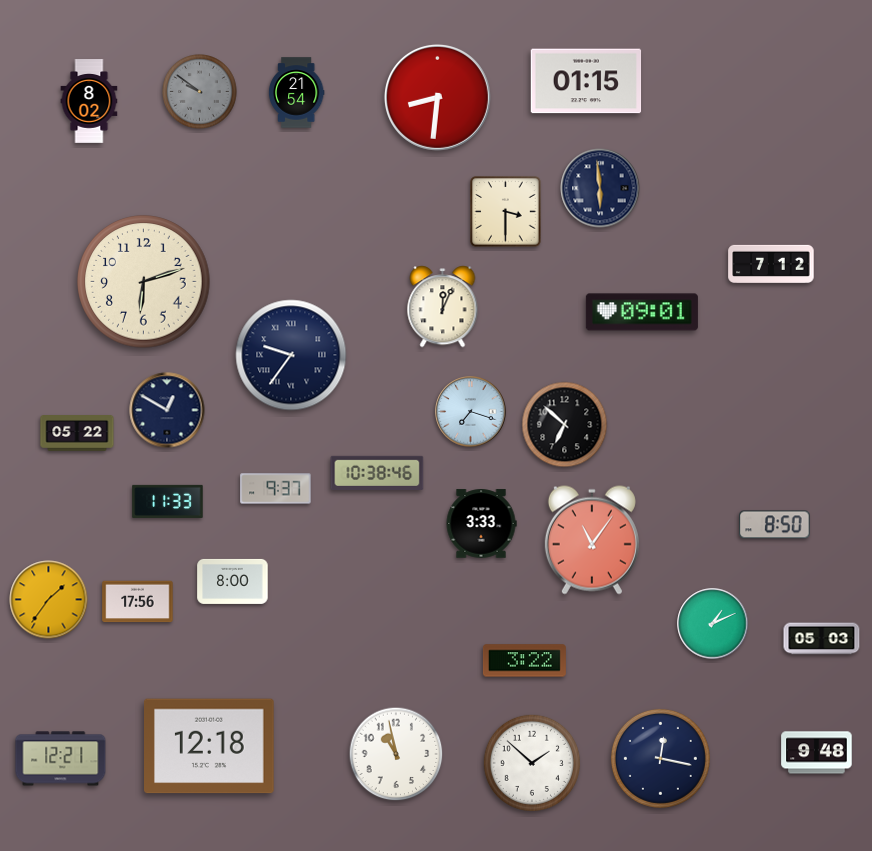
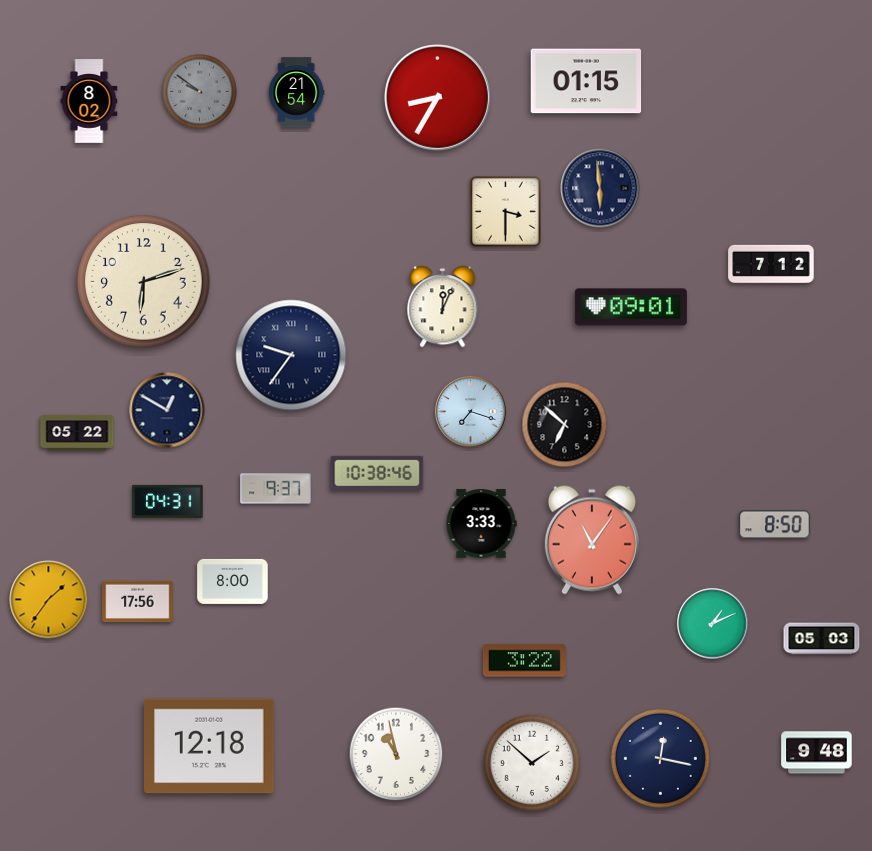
clock at (437, 97): 8:31 -> 8:35
clock at (642, 312) position: (642, 312) -> (631, 307)
clock at (168, 501): 11:33 -> 04:31
clock at (61, 759): 12:21 -> none
